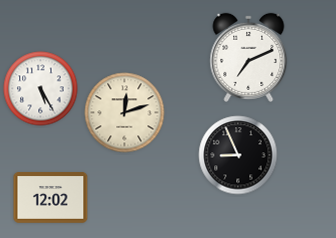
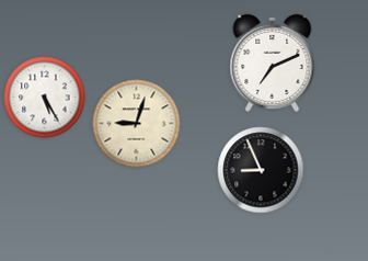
clock at (125, 113): 12:12 -> 9:03
clock at (51, 198): 12:02 -> none
